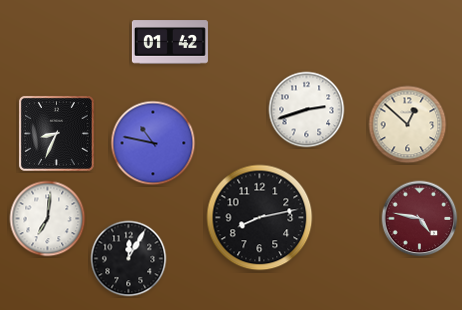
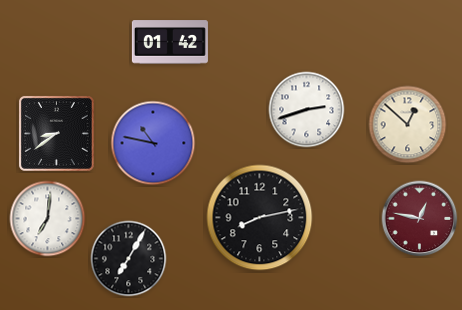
clock at (56, 133): 8:34 -> 8:39
clock at (420, 219): 4:47 -> 12:47
clock at (129, 259): 12:05 -> 7:05
